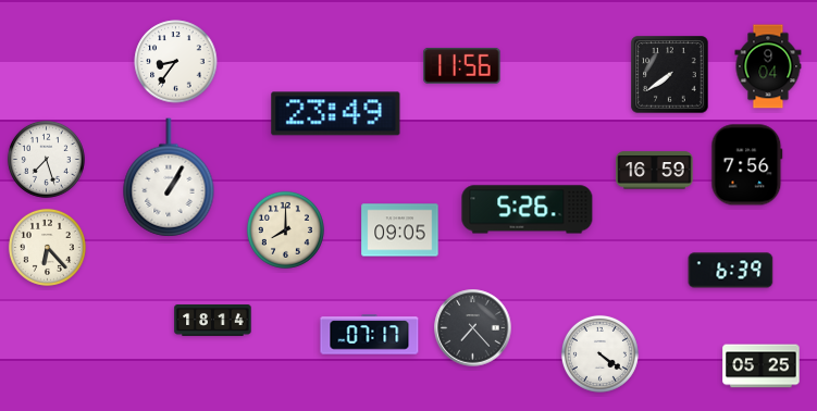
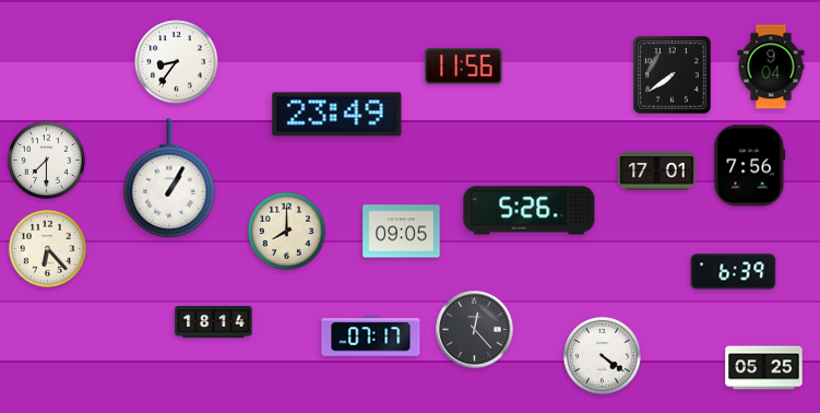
clock at (46, 159): 7:27 -> 7:30
clock at (655, 171): 16:59 -> 17:01
clock at (473, 328): 7:23 -> 12:23
